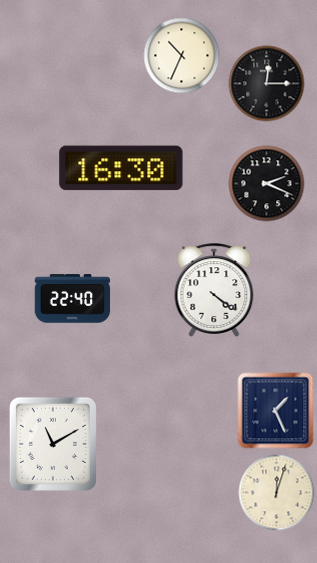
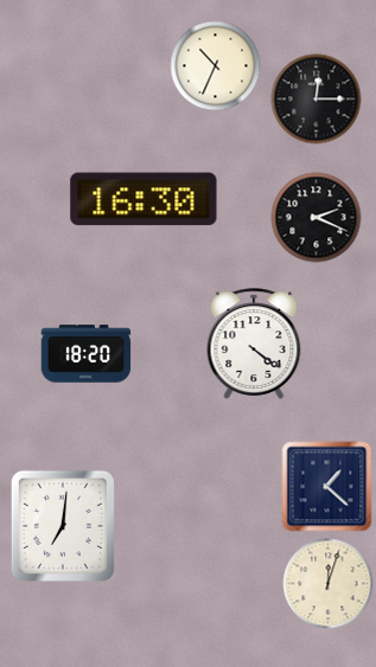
clock at (73, 299): 22:40 -> 18:20
clock at (276, 411): 1:26 -> 1:22
clock at (53, 444): 11:10 -> 7:01
